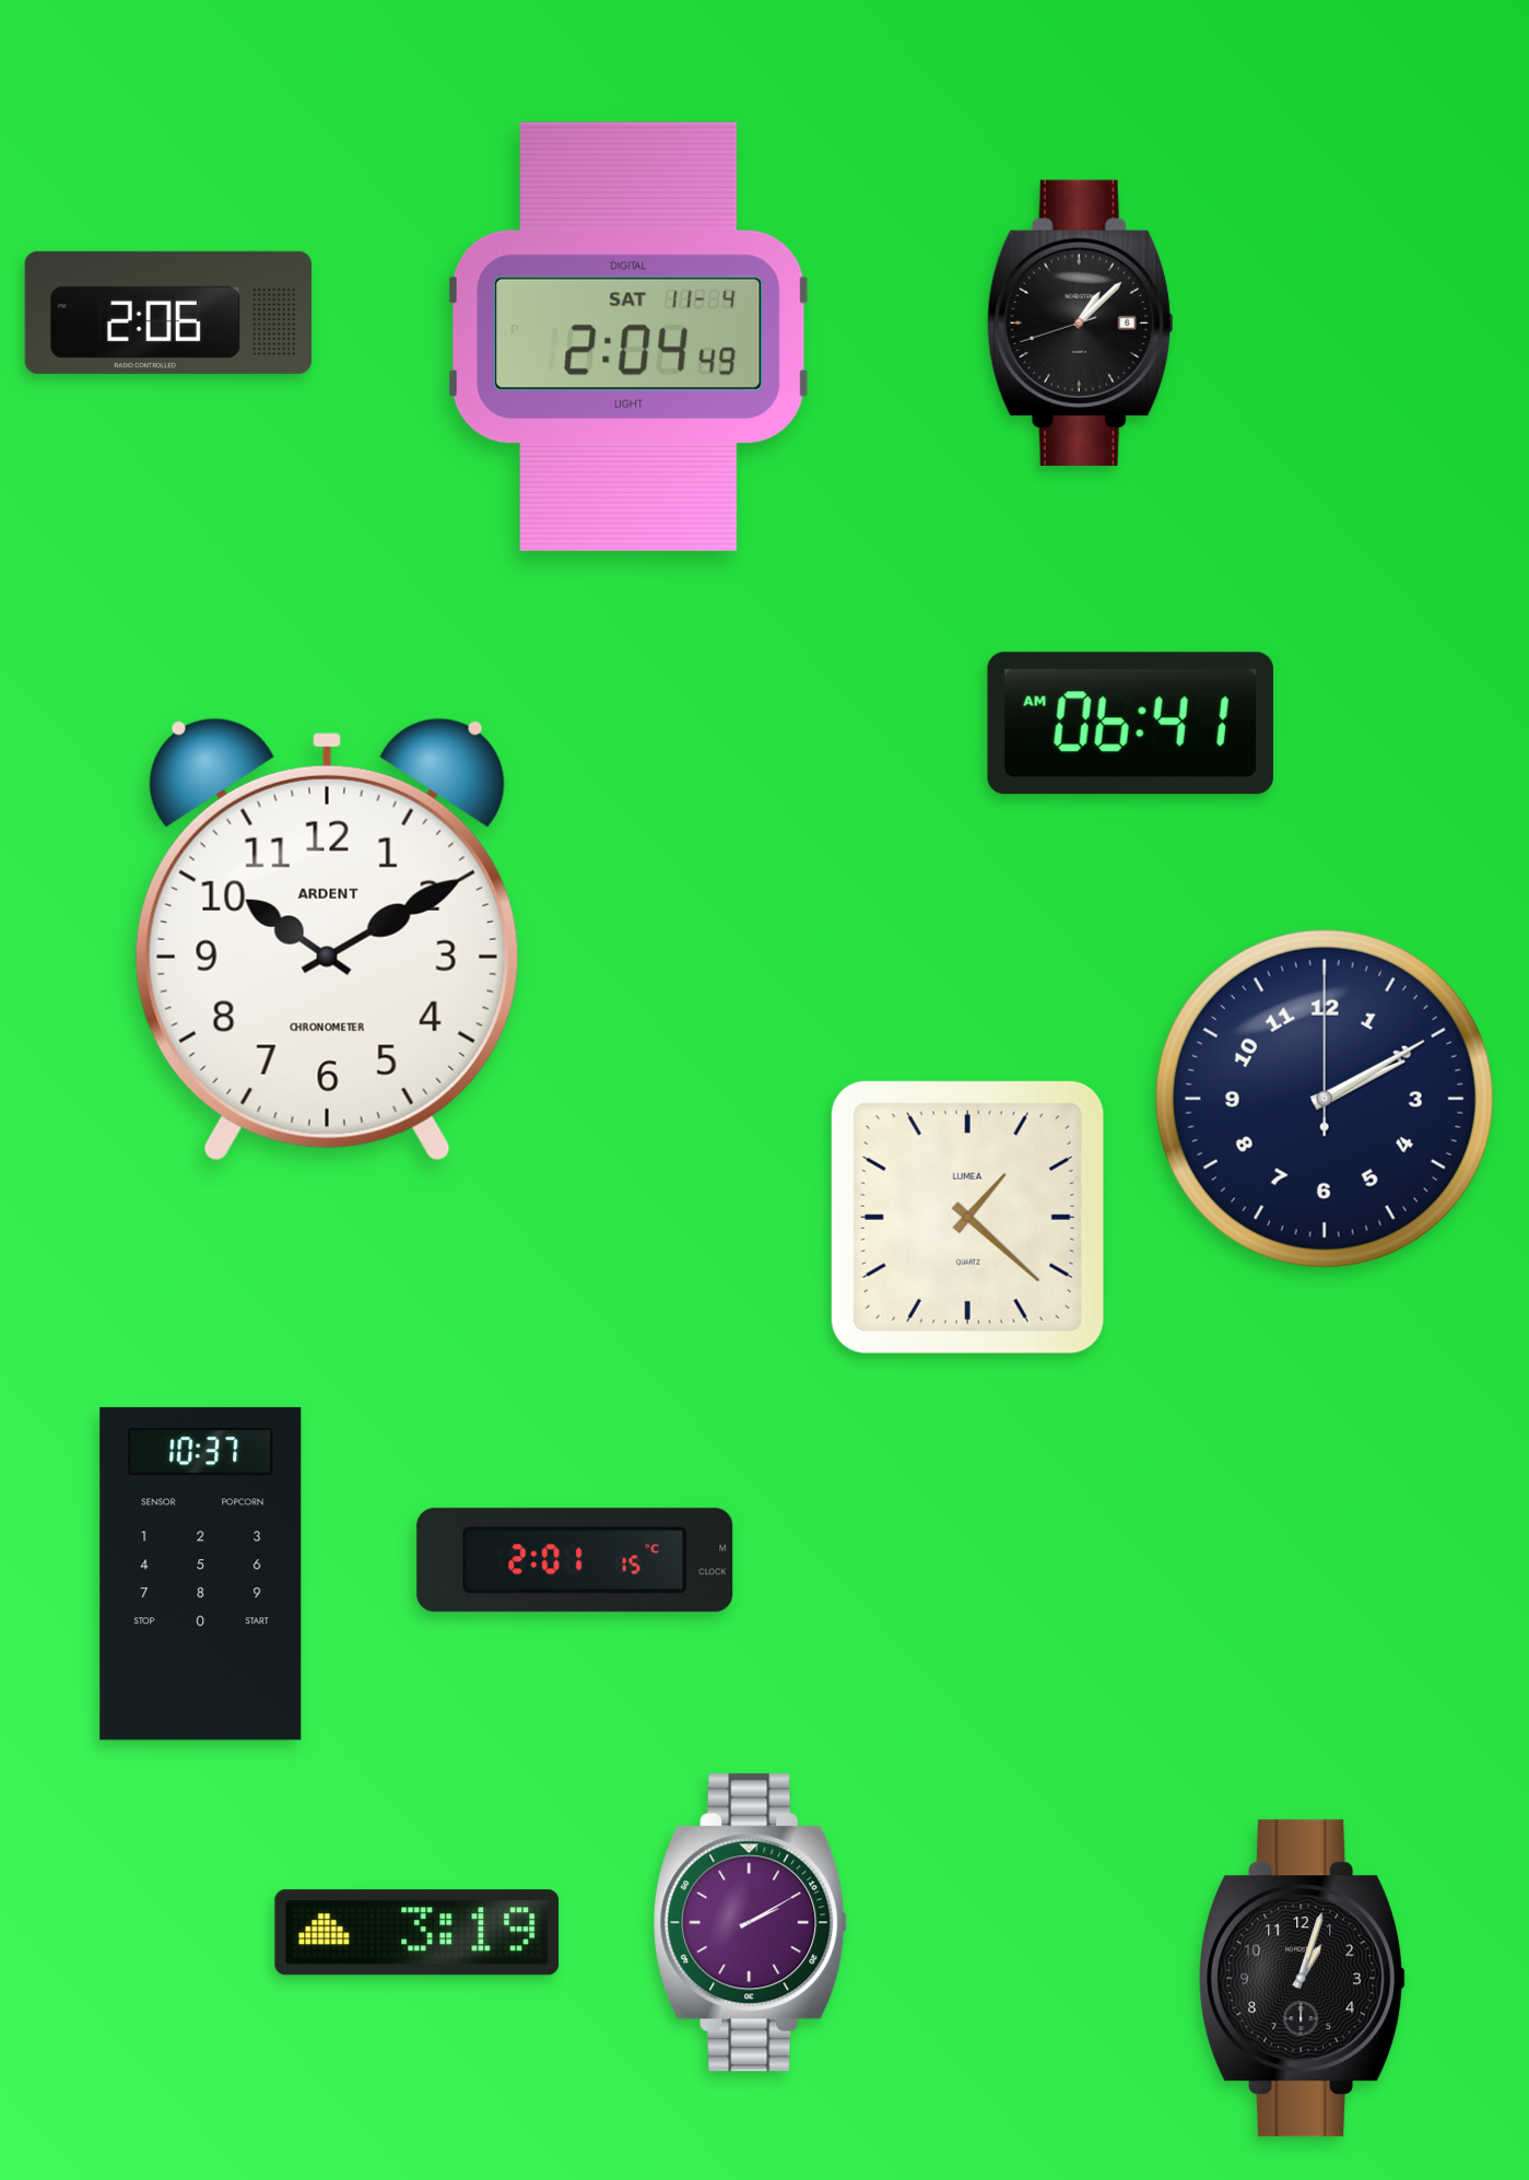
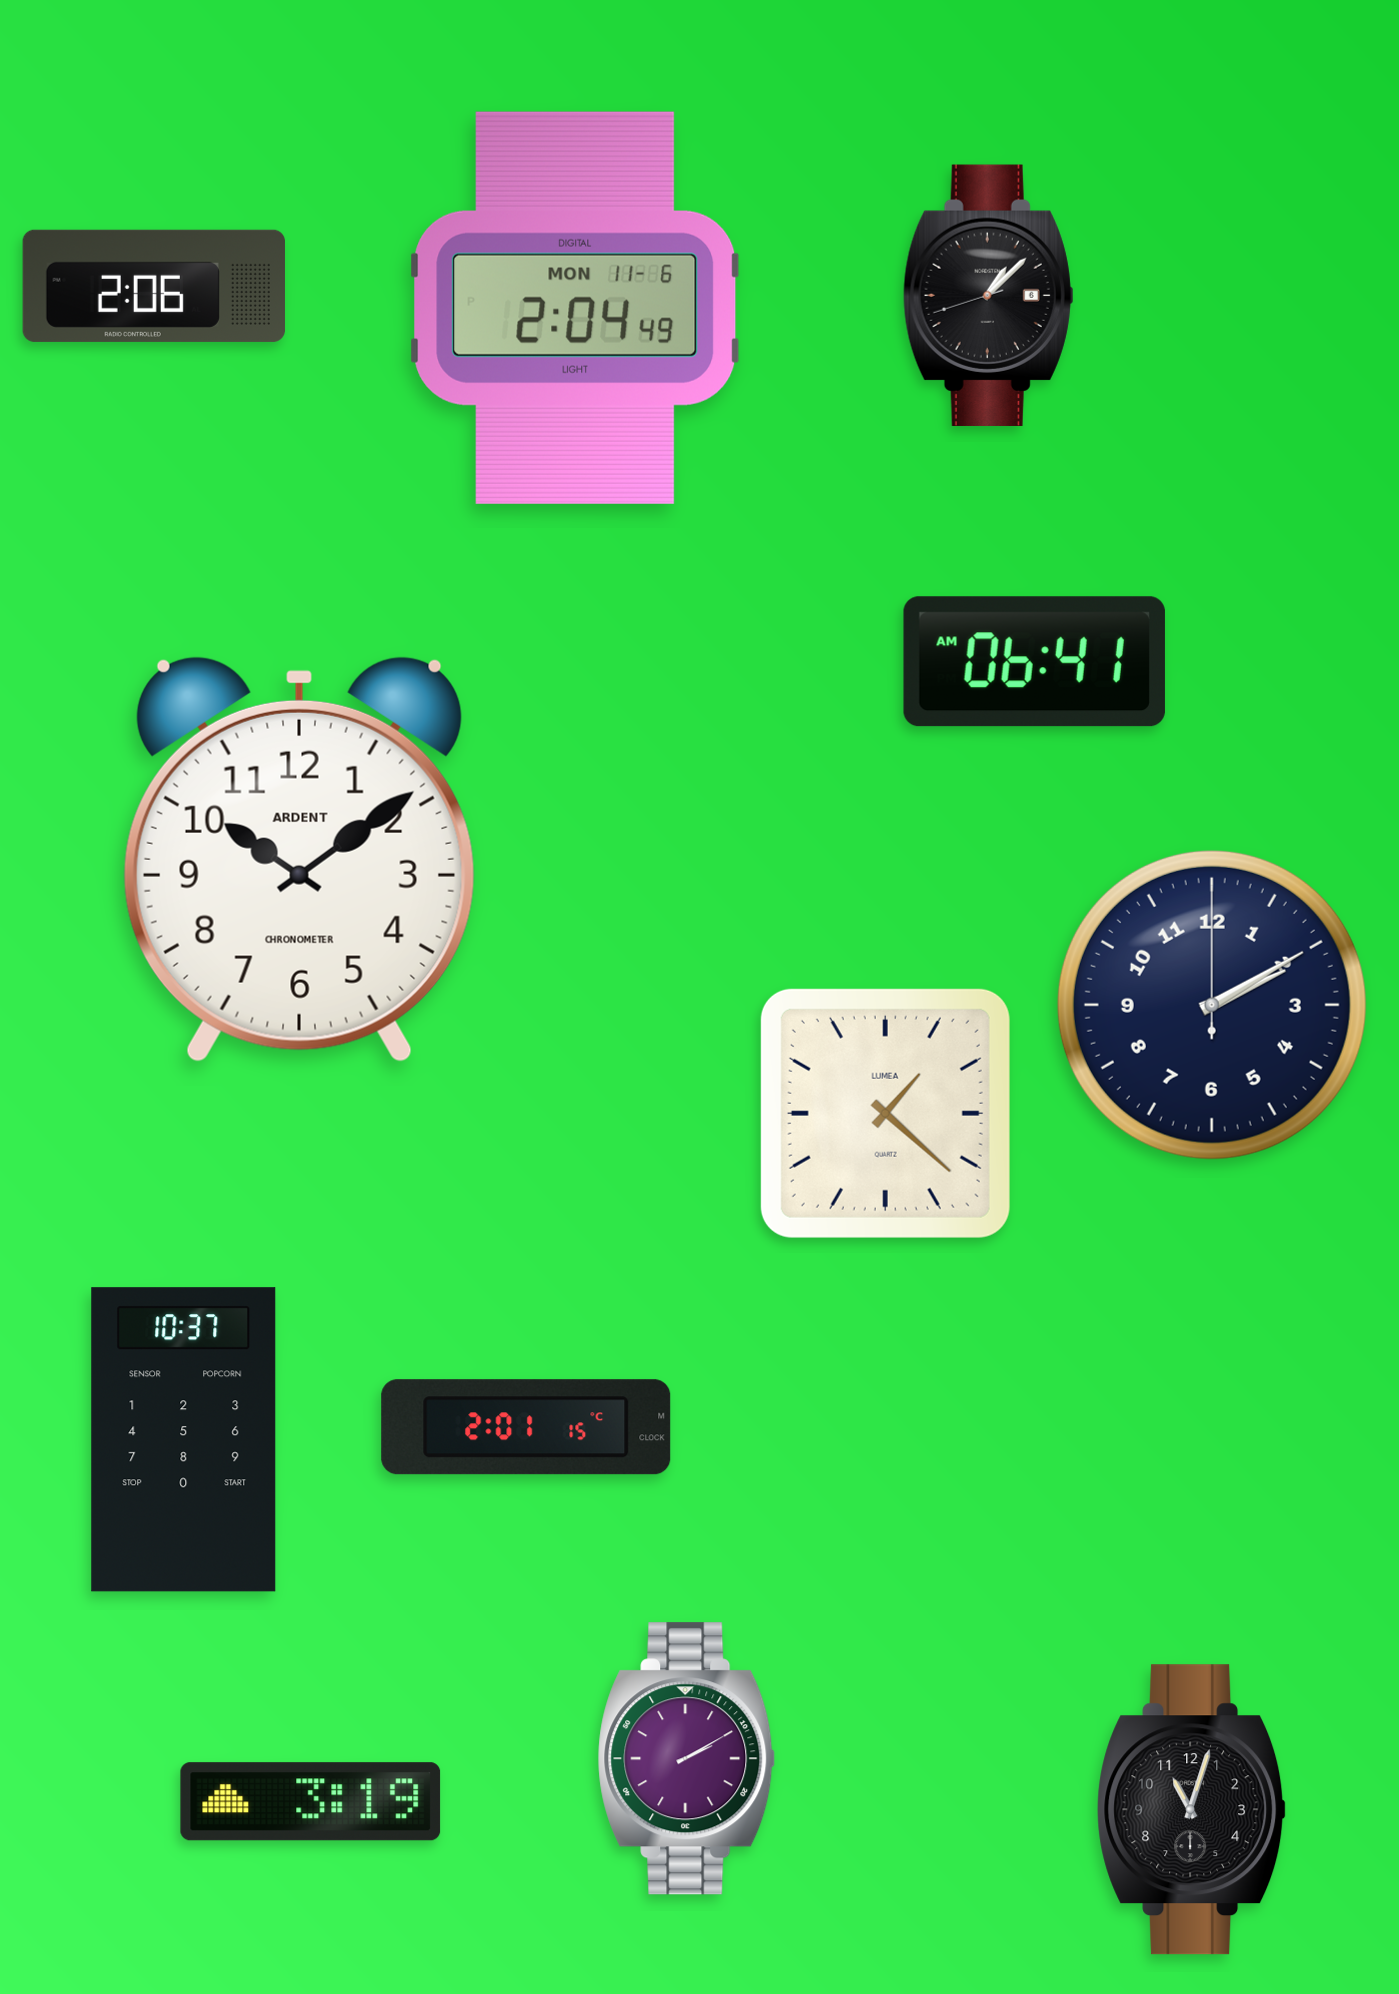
clock at (628, 337) date: SAT 11-4 -> MON 11-6
clock at (327, 939): 10:10 -> 10:09
clock at (417, 1933) position: (417, 1933) -> (311, 1802)
clock at (1303, 1979): 1:03 -> 11:03
